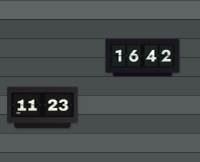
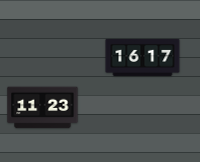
clock at (143, 57): 16:42 -> 16:17
